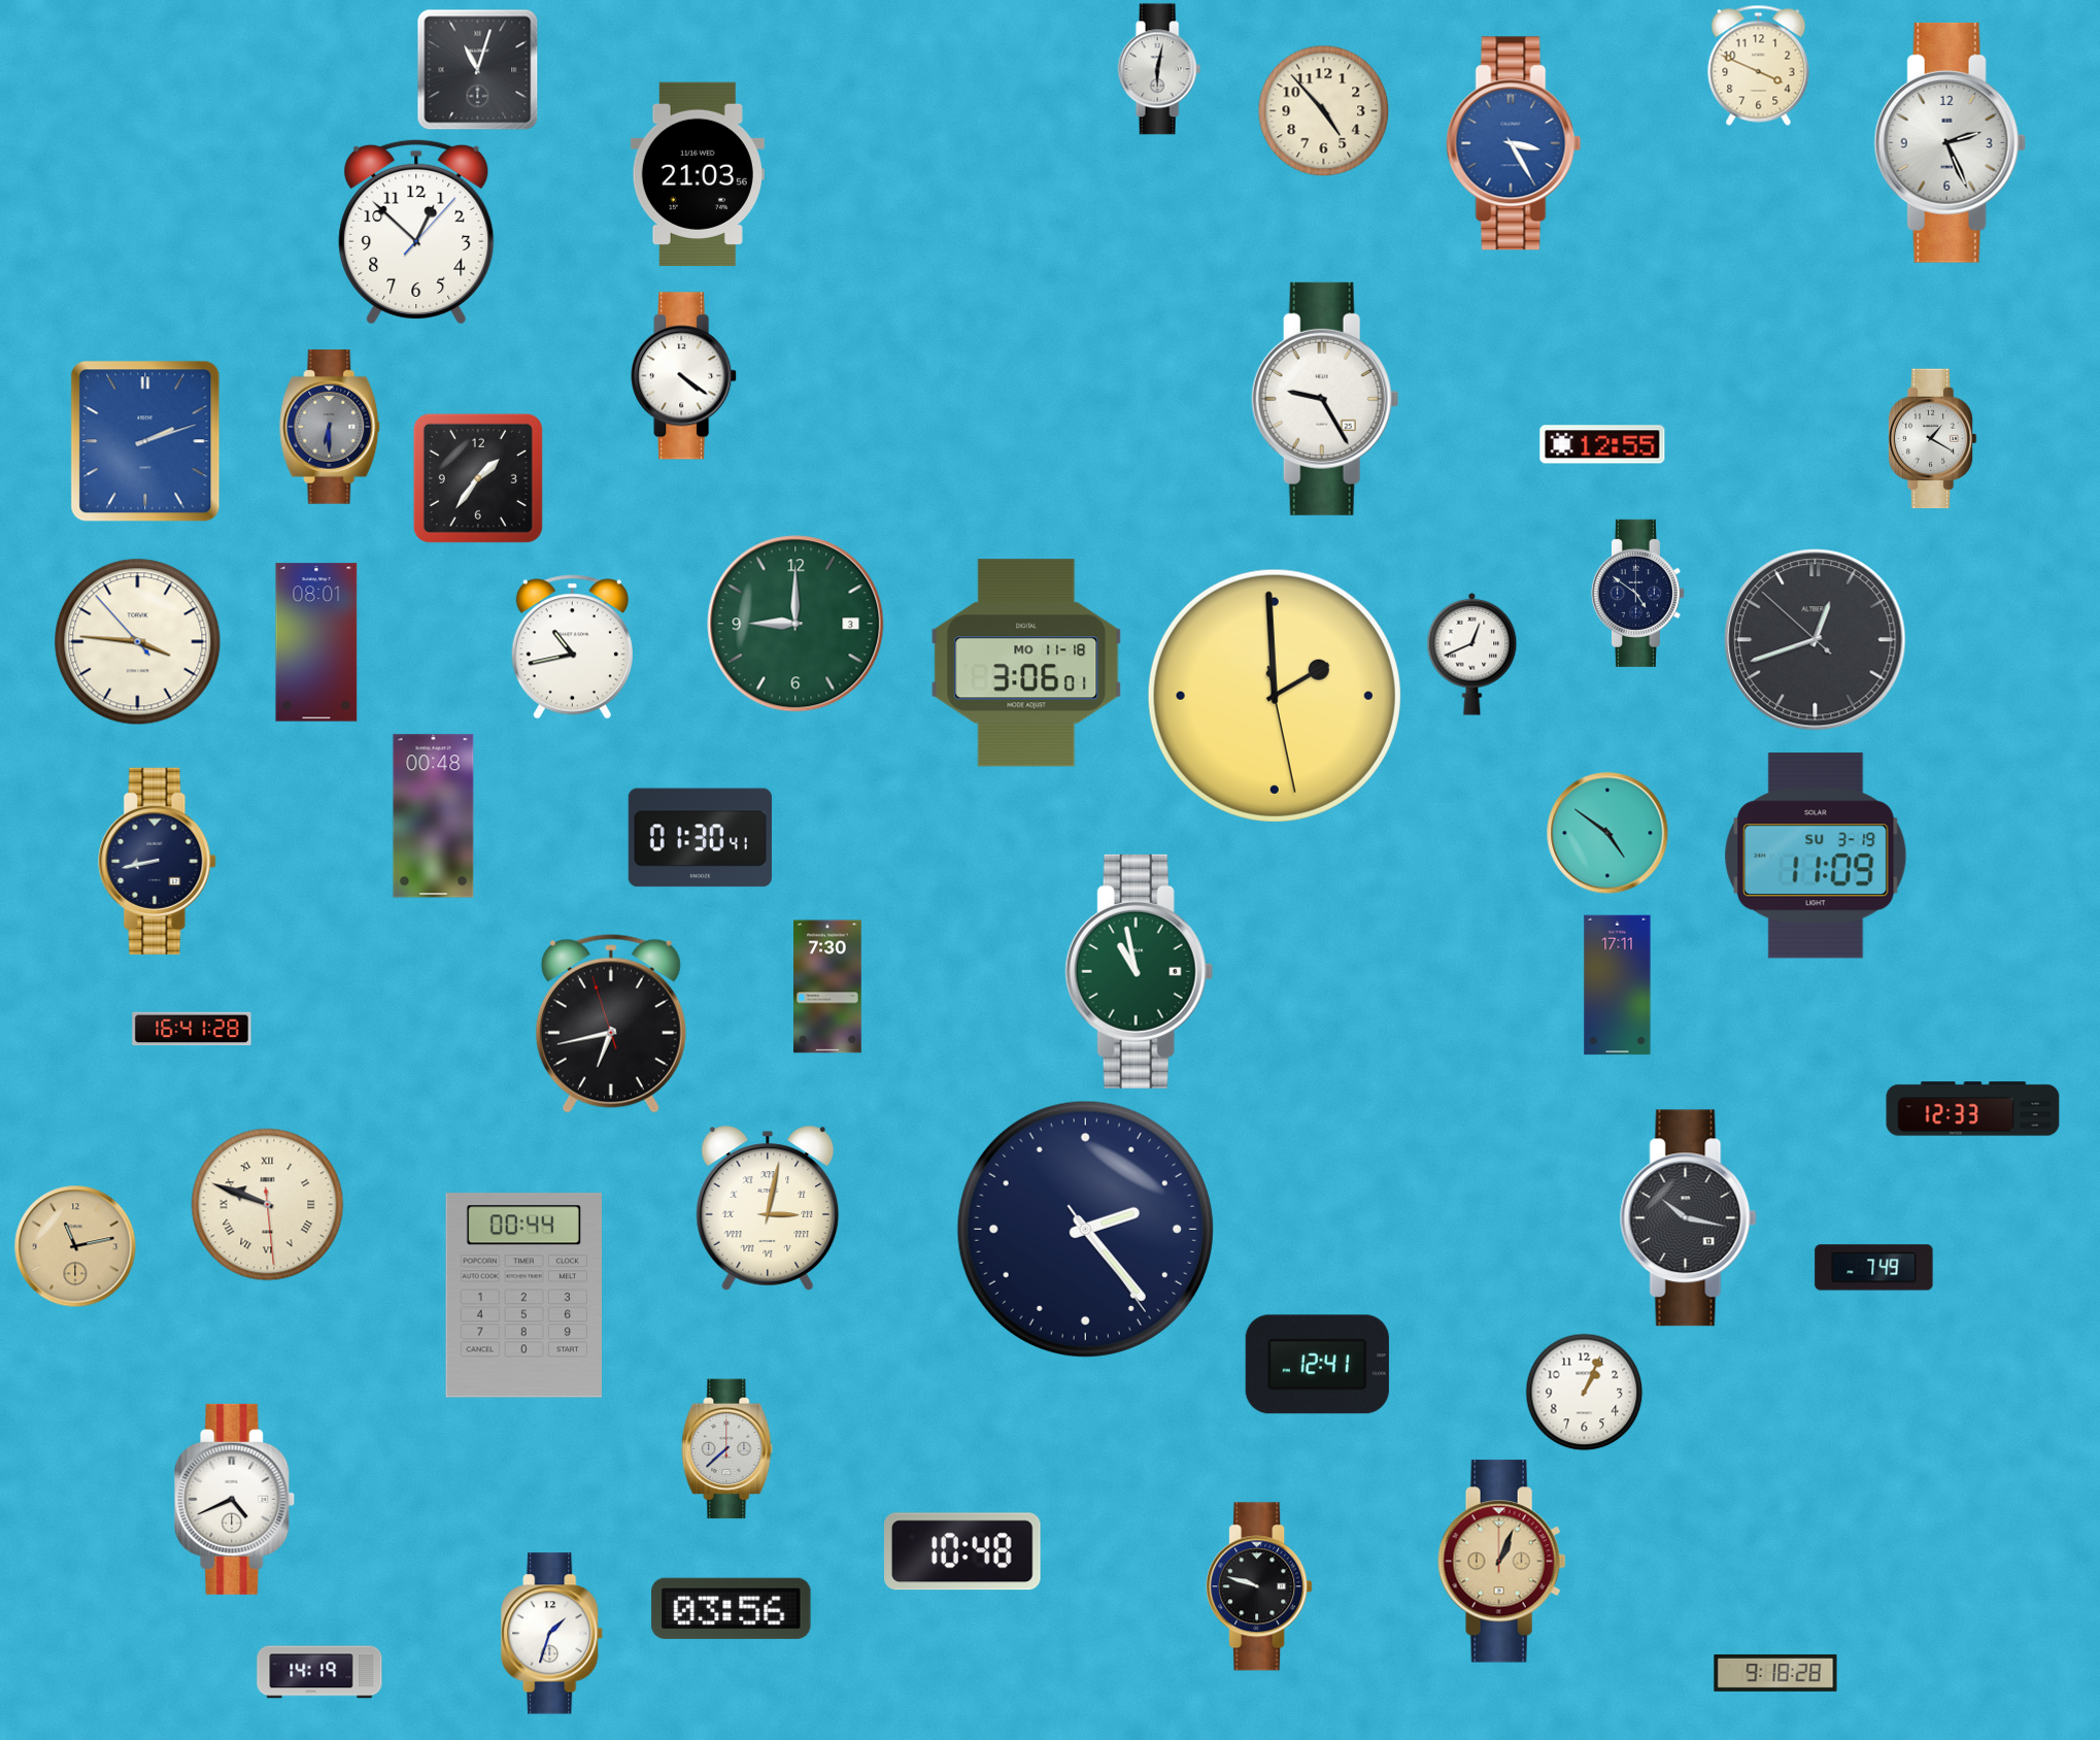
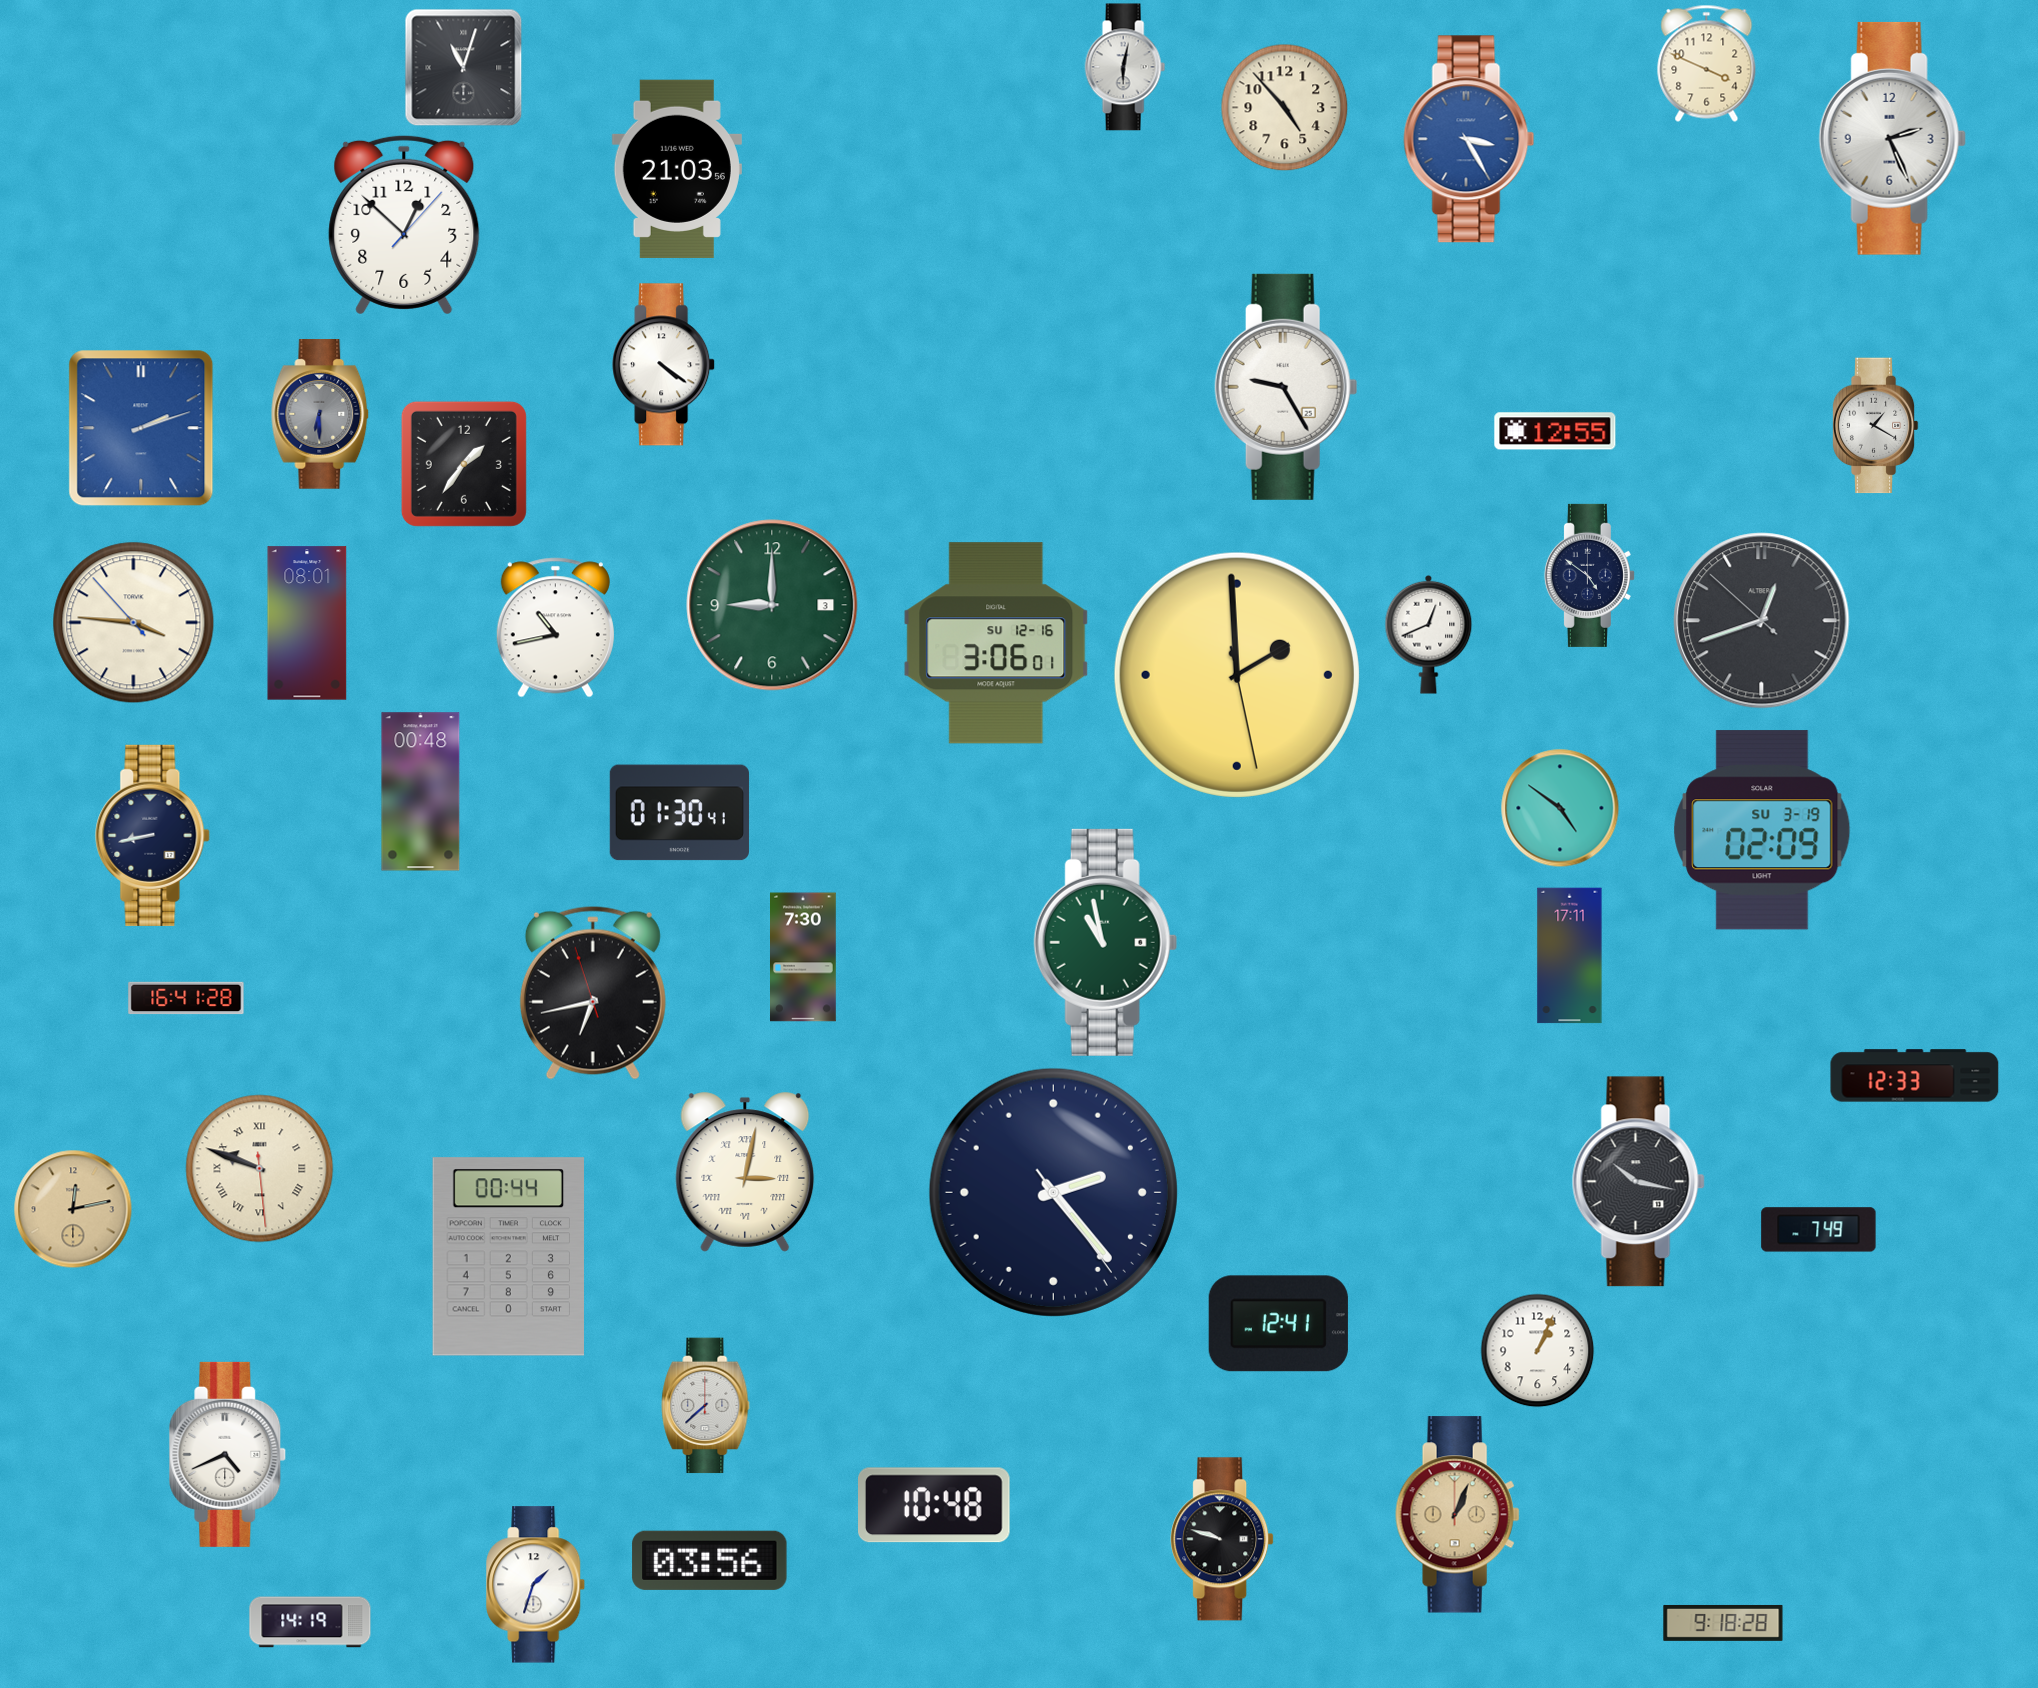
clock at (1026, 663) date: MO 11-18 -> SU 12-16
clock at (1816, 856): 11:09 -> 02:09
clock at (75, 1246): 11:13 -> 12:13
